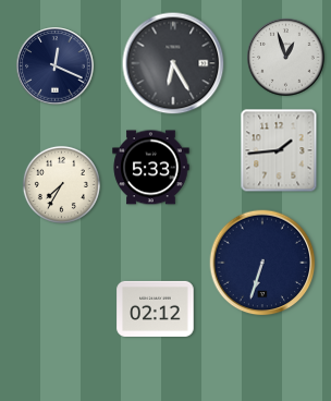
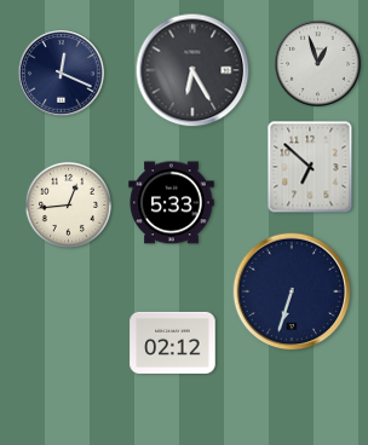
clock at (279, 150): 1:44 -> 6:52
clock at (151, 168) position: (151, 168) -> (172, 203)
clock at (61, 184): 7:35 -> 12:44
